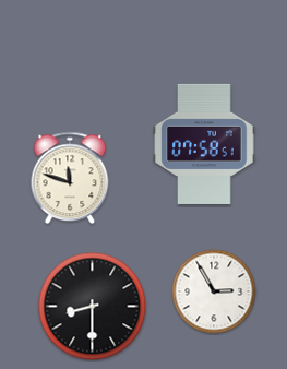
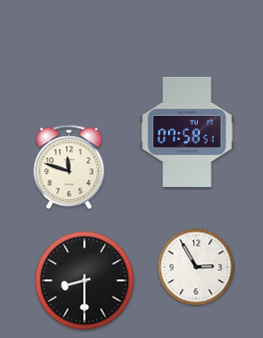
clock at (70, 178) position: (70, 178) -> (69, 167)
